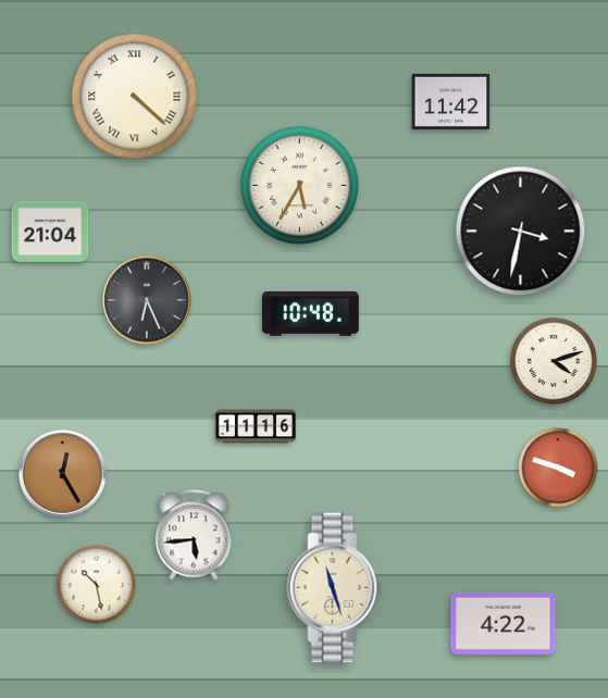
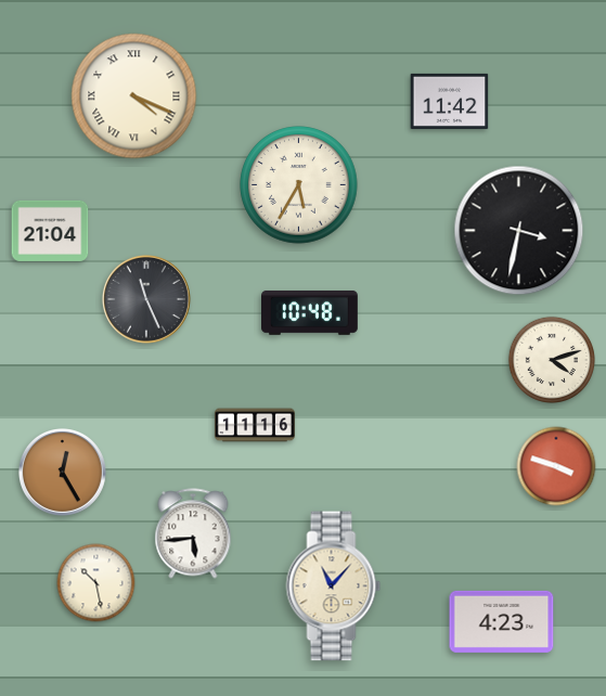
clock at (135, 97): 4:22 -> 4:19
clock at (147, 300): 6:26 -> 11:26
clock at (335, 588): 11:27 -> 11:07
clock at (504, 623): 4:22 -> 4:23
